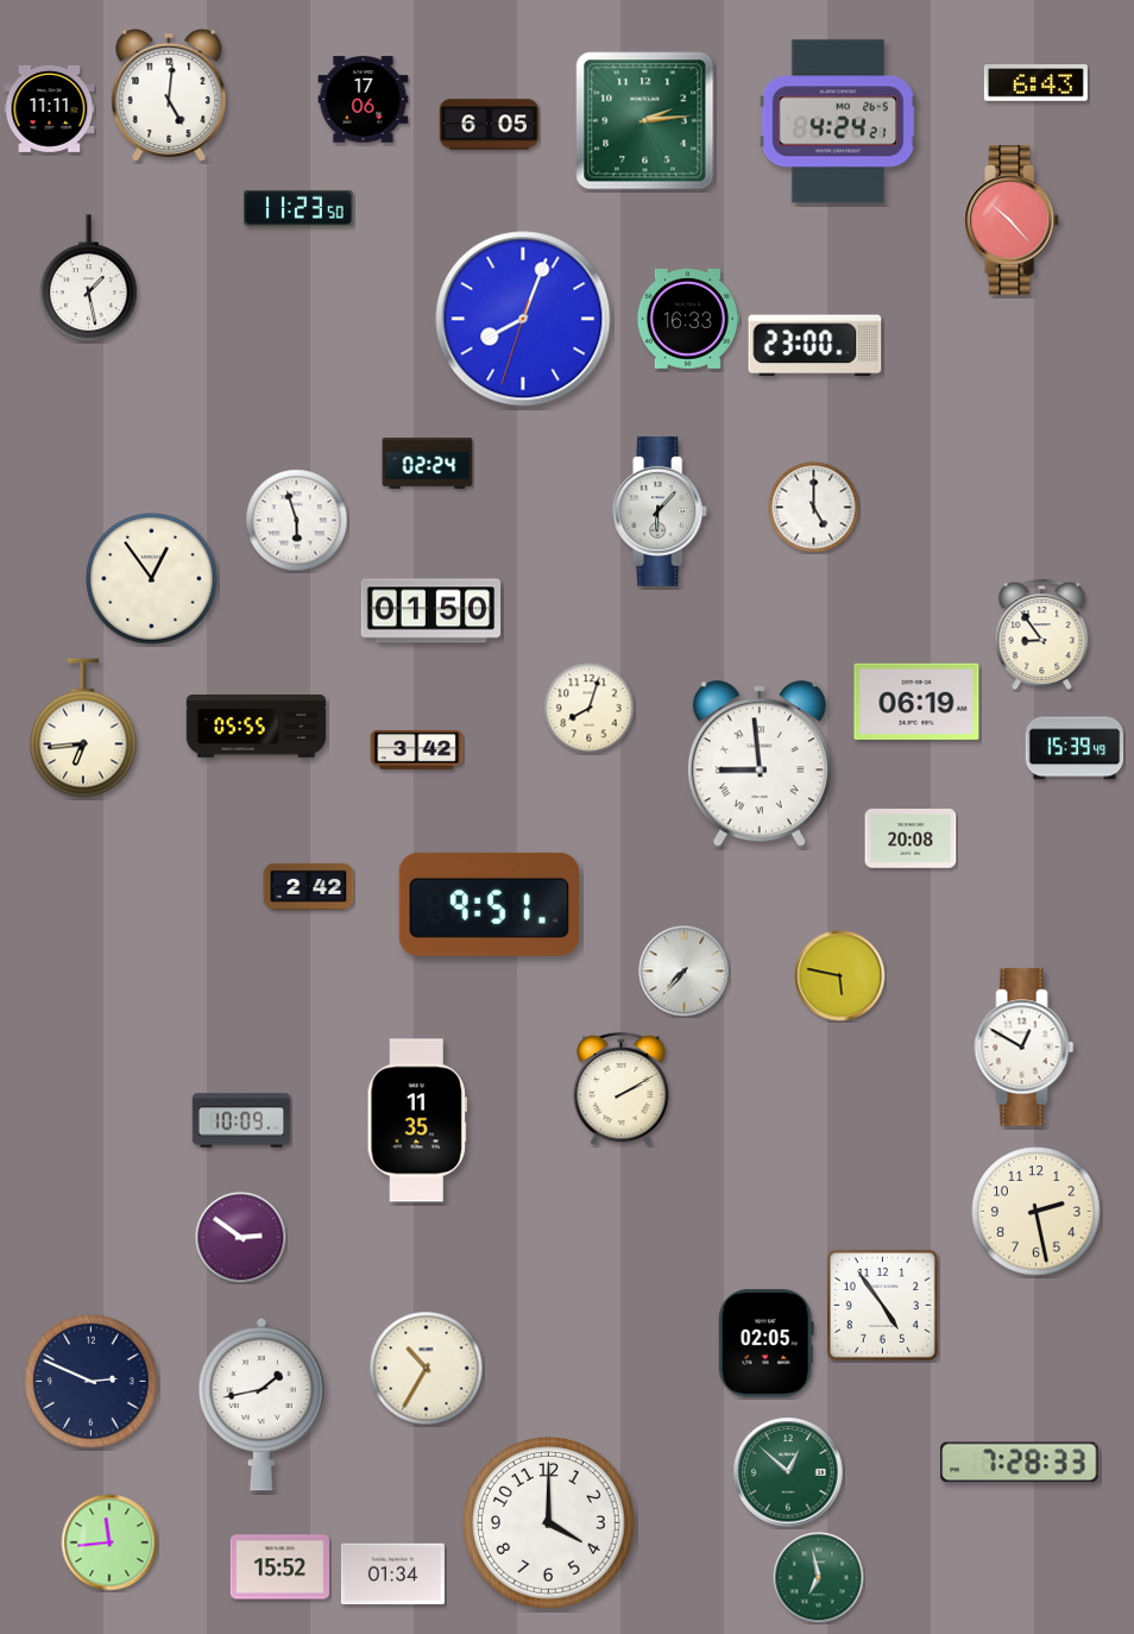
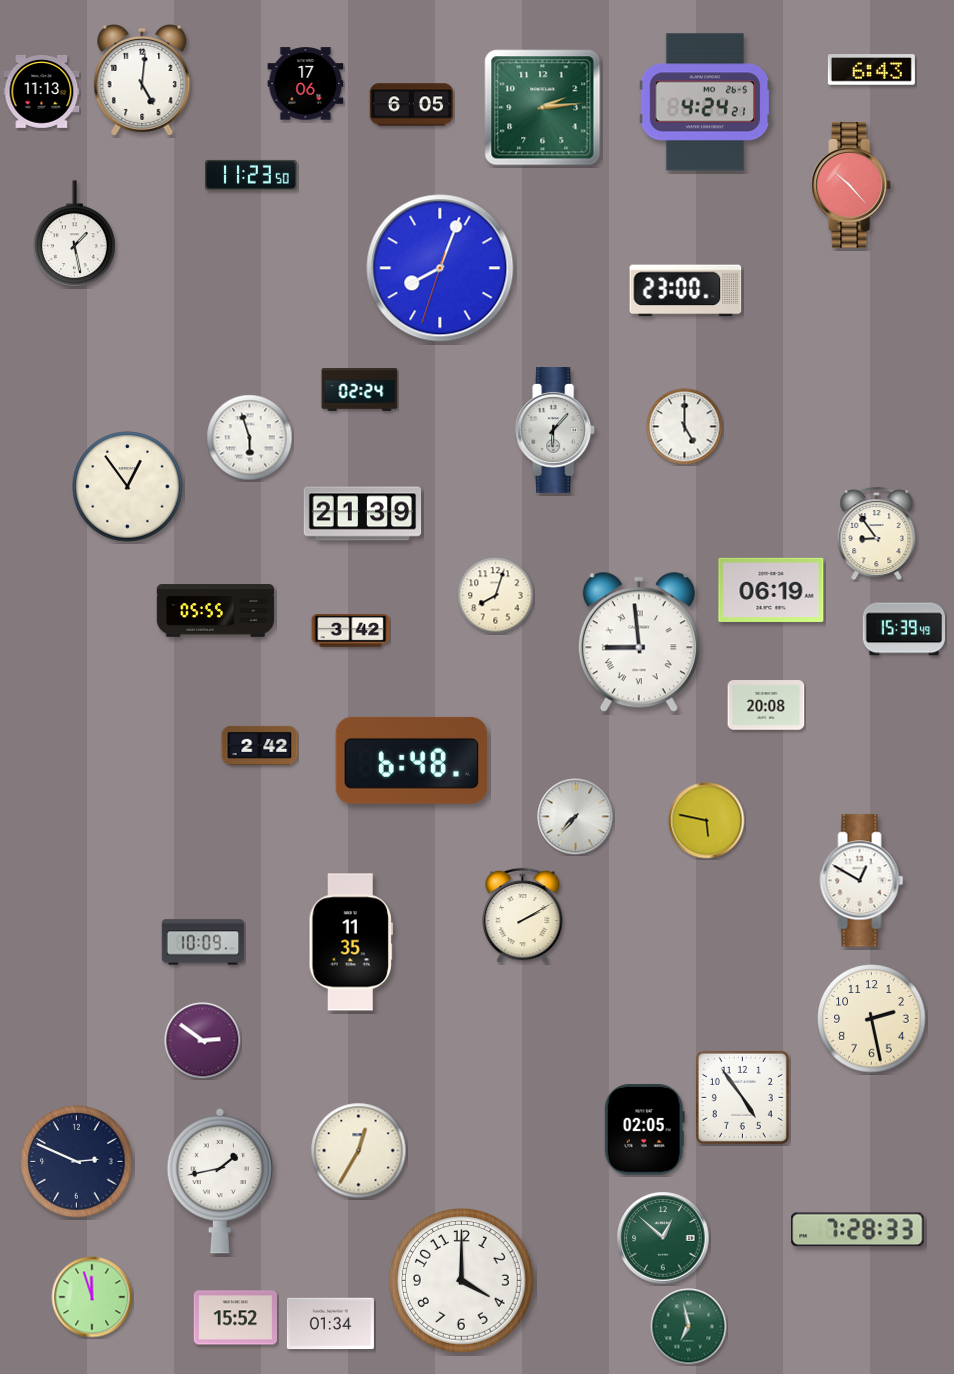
clock at (50, 108): 11:11 -> 11:13
clock at (645, 121) position: (645, 121) -> (543, 108)
clock at (688, 319): 16:33 -> none
clock at (431, 611): 01:50 -> 21:39
clock at (83, 728): 6:44 -> none
clock at (489, 904): 9:51 -> 6:48
clock at (427, 1369): 10:35 -> 12:35
clock at (109, 1542): 11:44 -> 11:57
